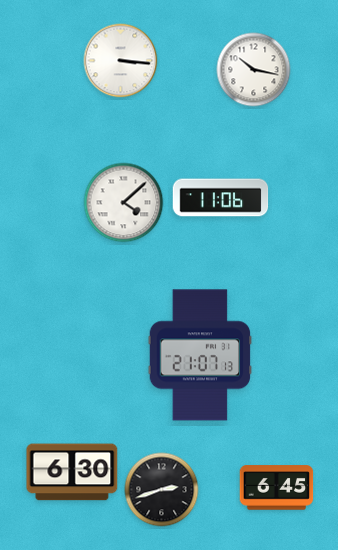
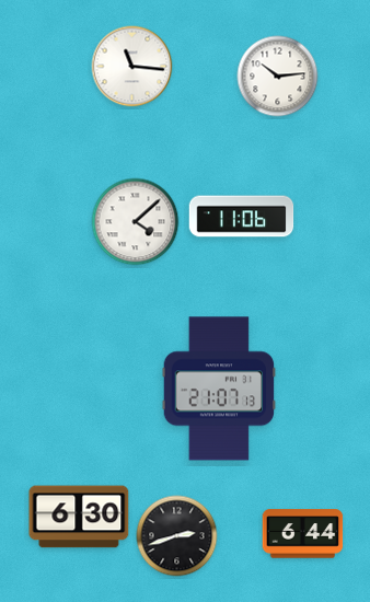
clock at (121, 61): 3:16 -> 11:16
clock at (254, 70): 10:17 -> 10:14
clock at (277, 488): 6:45 -> 6:44
